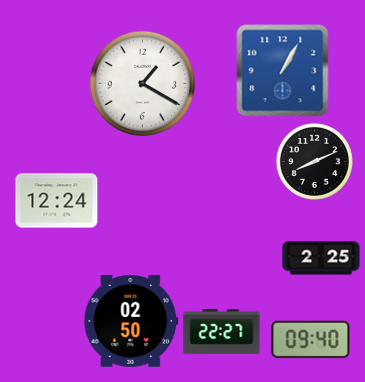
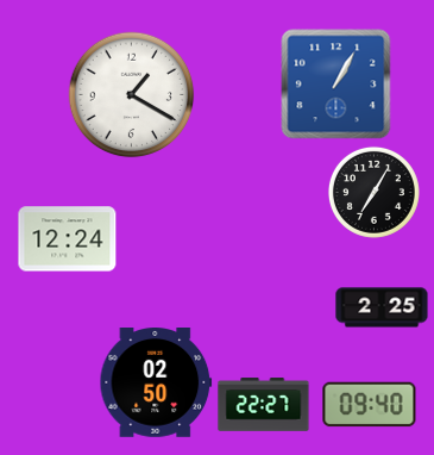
clock at (143, 84) position: (143, 84) -> (132, 95)
clock at (314, 161): 8:11 -> 7:05
clock at (222, 332) position: (222, 332) -> (264, 405)
